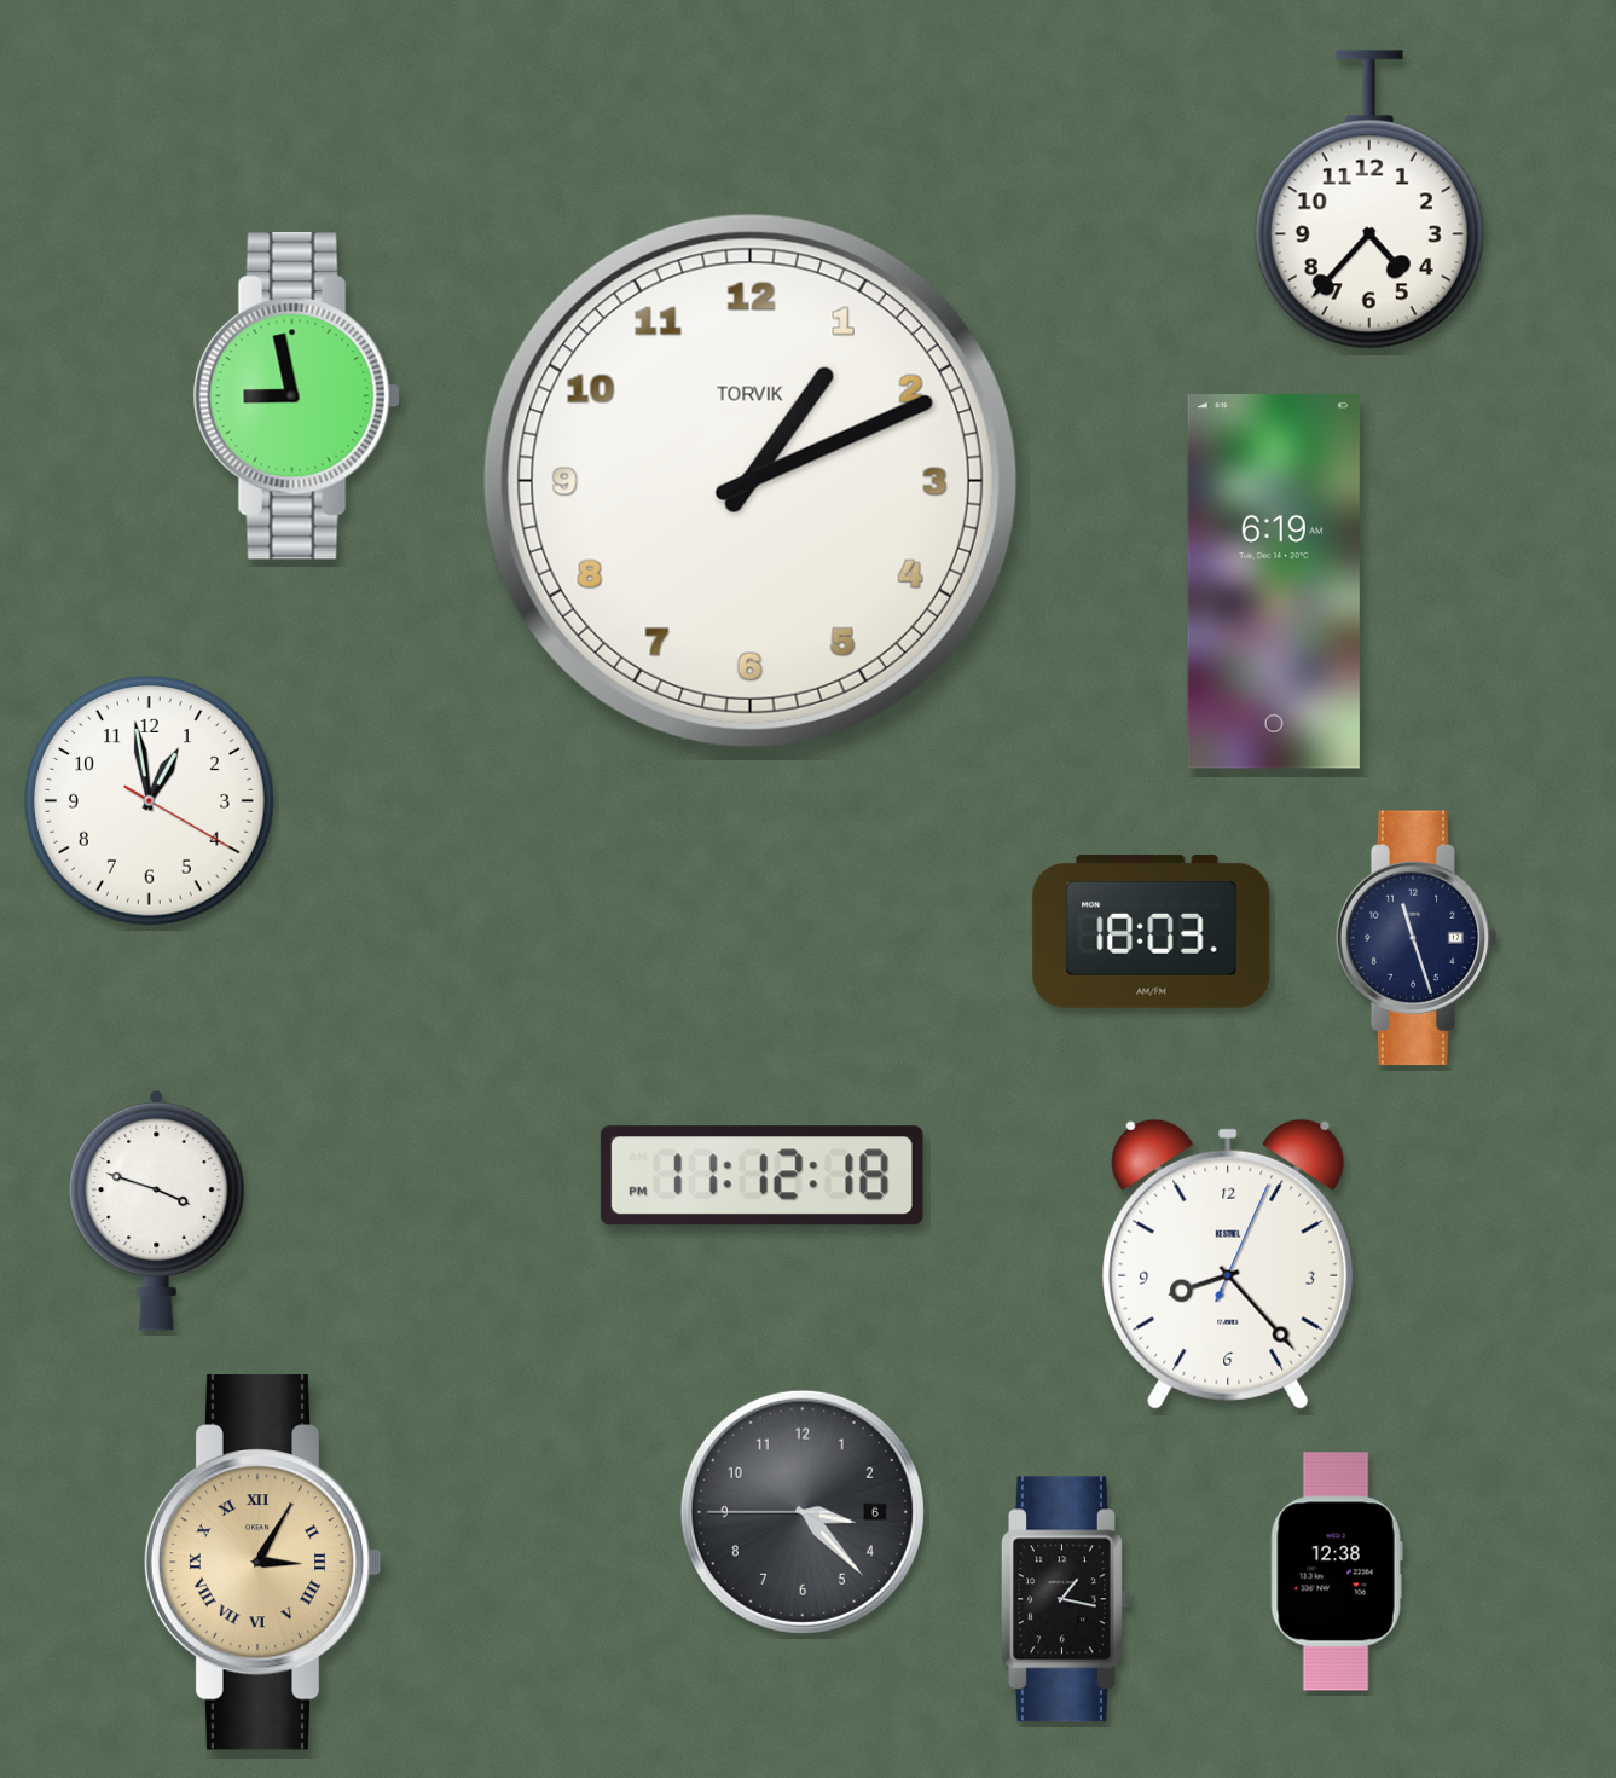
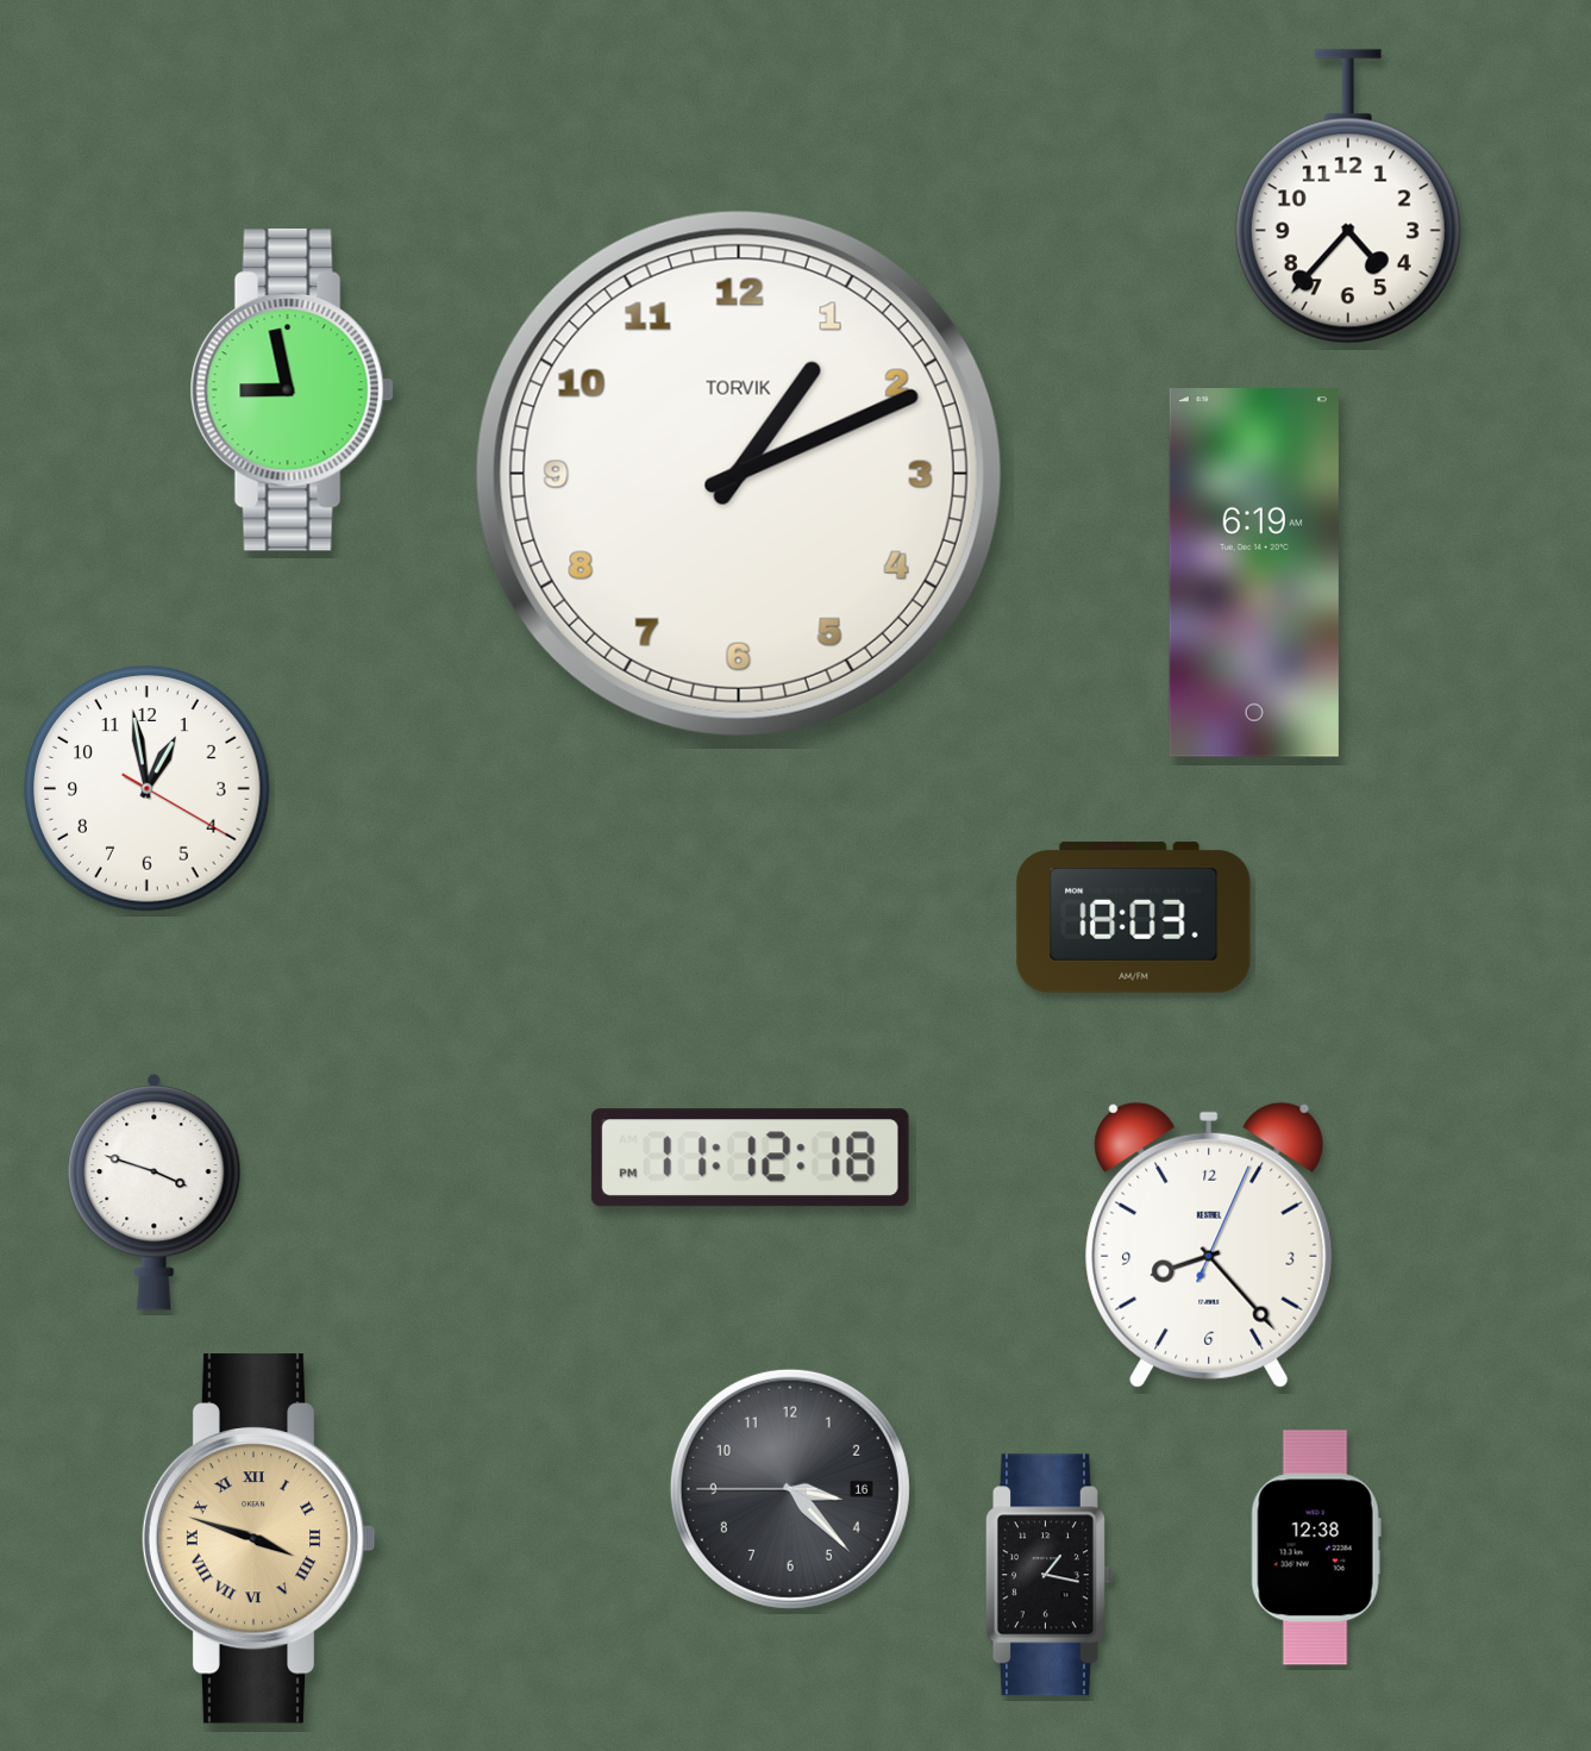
clock at (1417, 938): 11:27 -> none
clock at (803, 1512) date: 6 -> 16
clock at (262, 1562): 3:05 -> 3:48
